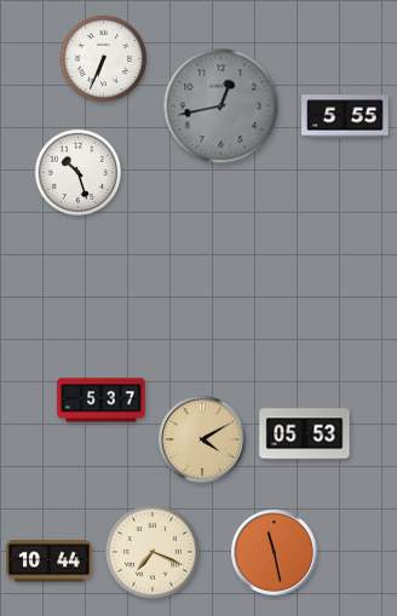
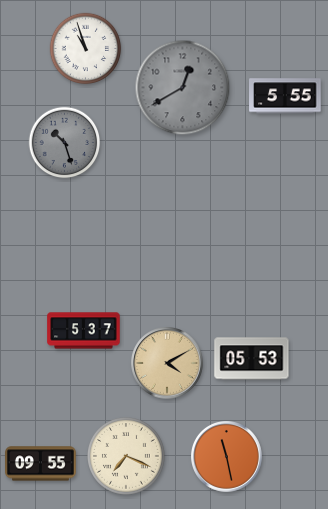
clock at (104, 59): 6:34 -> 10:57
clock at (221, 106): 12:43 -> 12:40
clock at (79, 173) dial: white -> grey
clock at (50, 562): 10:44 -> 09:55
